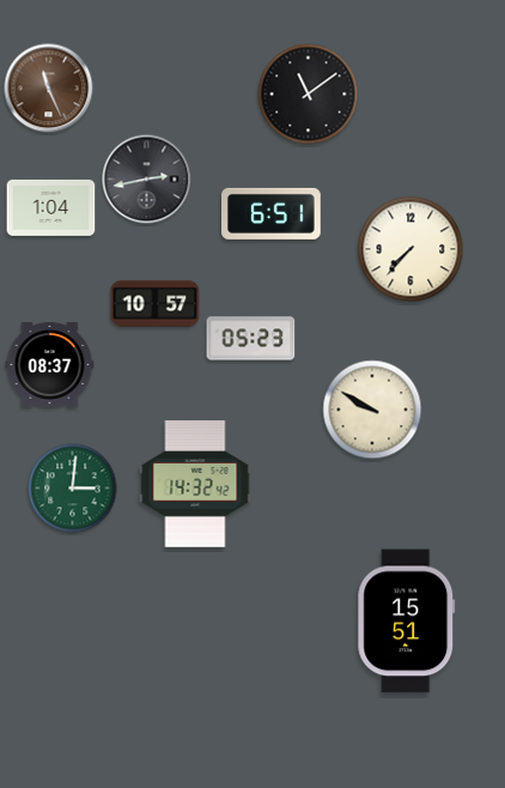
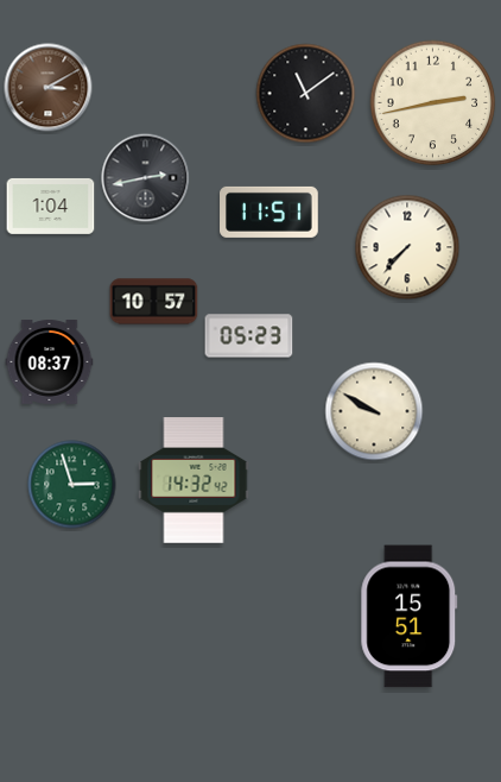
clock at (49, 89): 11:26 -> 3:10
clock at (433, 103): none -> 2:43
clock at (272, 213): 6:51 -> 11:51
clock at (372, 410) position: (372, 410) -> (374, 411)
clock at (73, 489): 3:01 -> 2:57
clock at (407, 622) position: (407, 622) -> (410, 617)
